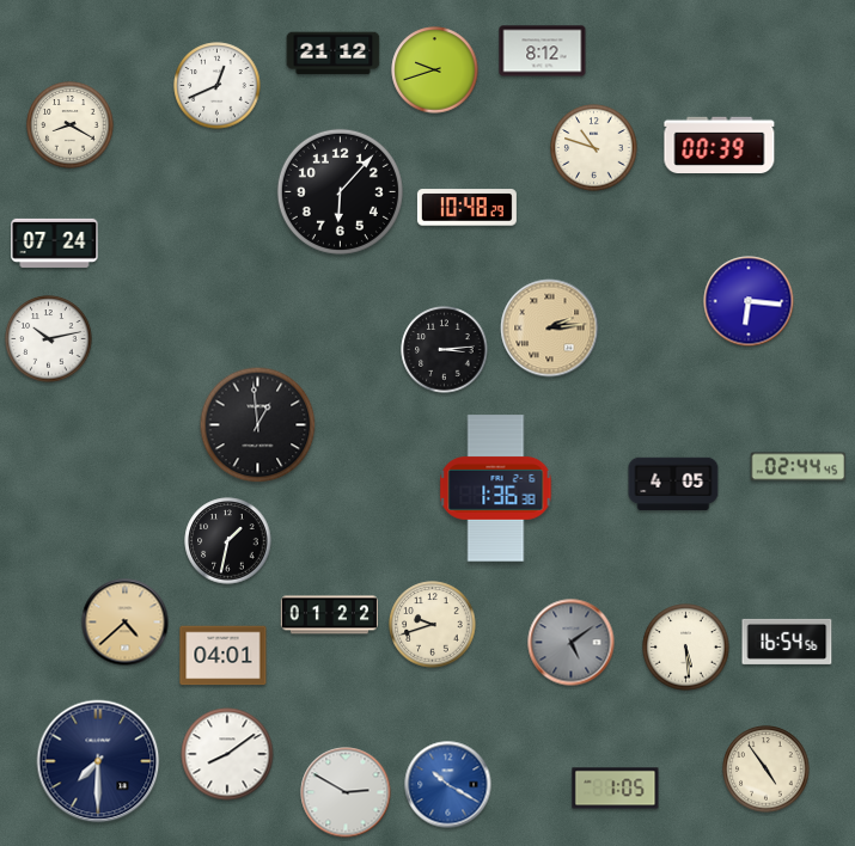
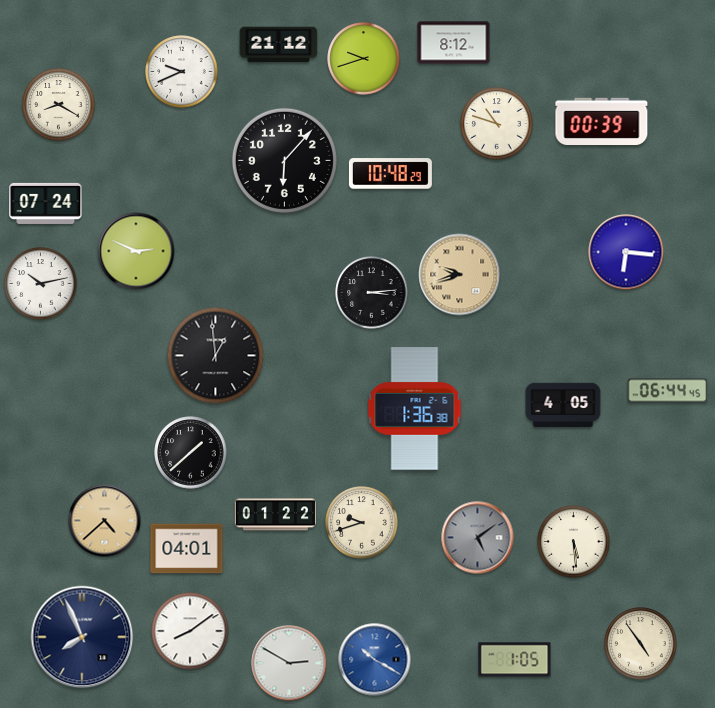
clock at (218, 86): 12:41 -> 9:41
clock at (136, 251): none -> 2:49
clock at (550, 329): 2:14 -> 9:42
clock at (799, 467): 02:44 -> 06:44
clock at (228, 541): 1:32 -> 1:38
clock at (787, 642): 16:54 -> none
clock at (98, 761): 7:30 -> 7:56
clock at (448, 785) position: (448, 785) -> (375, 660)
